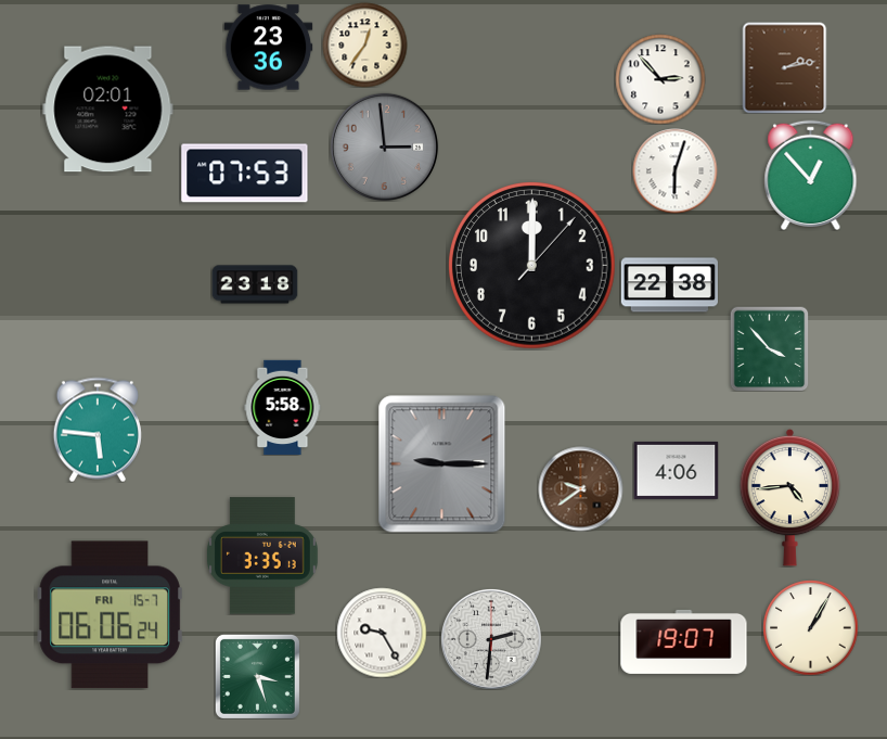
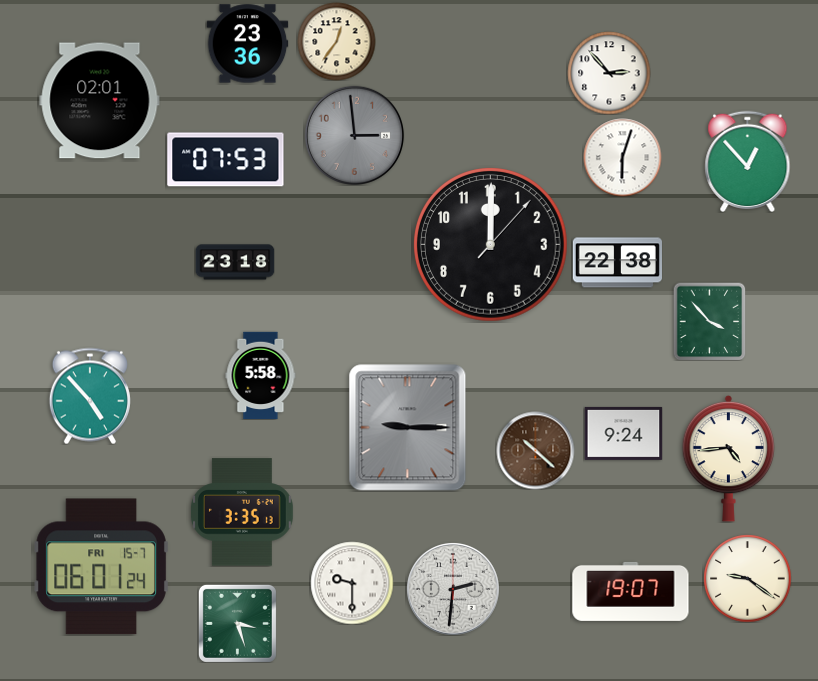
clock at (785, 67): 2:13 -> none
clock at (98, 430): 5:46 -> 4:53
clock at (676, 470): 4:06 -> 9:24
clock at (580, 488): 9:39 -> 10:22
clock at (110, 615): 06:06 -> 06:01
clock at (810, 627): 1:05 -> 9:21
clock at (382, 633): 9:25 -> 9:30
